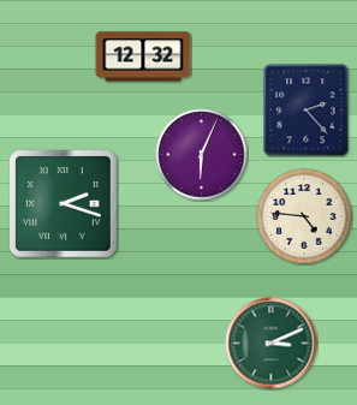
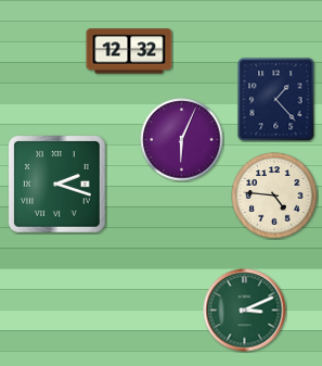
clock at (307, 111): 2:23 -> 1:23
